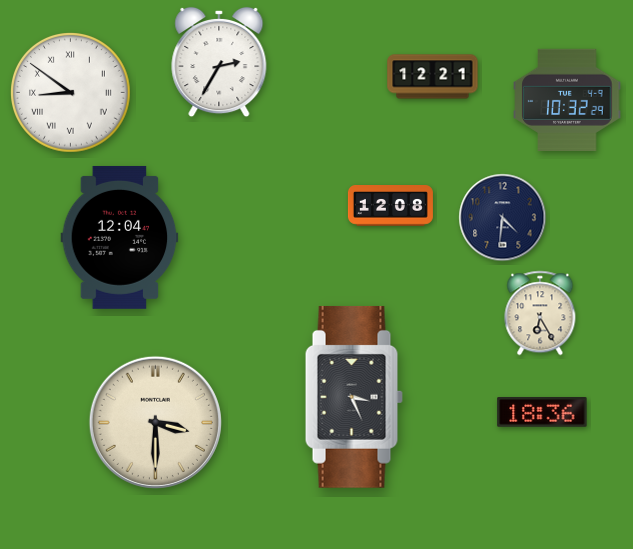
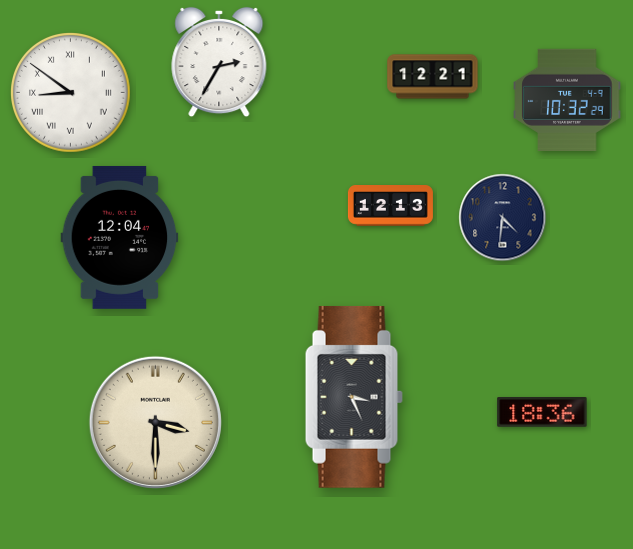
clock at (390, 206): 12:08 -> 12:13
clock at (540, 313): 6:25 -> none
